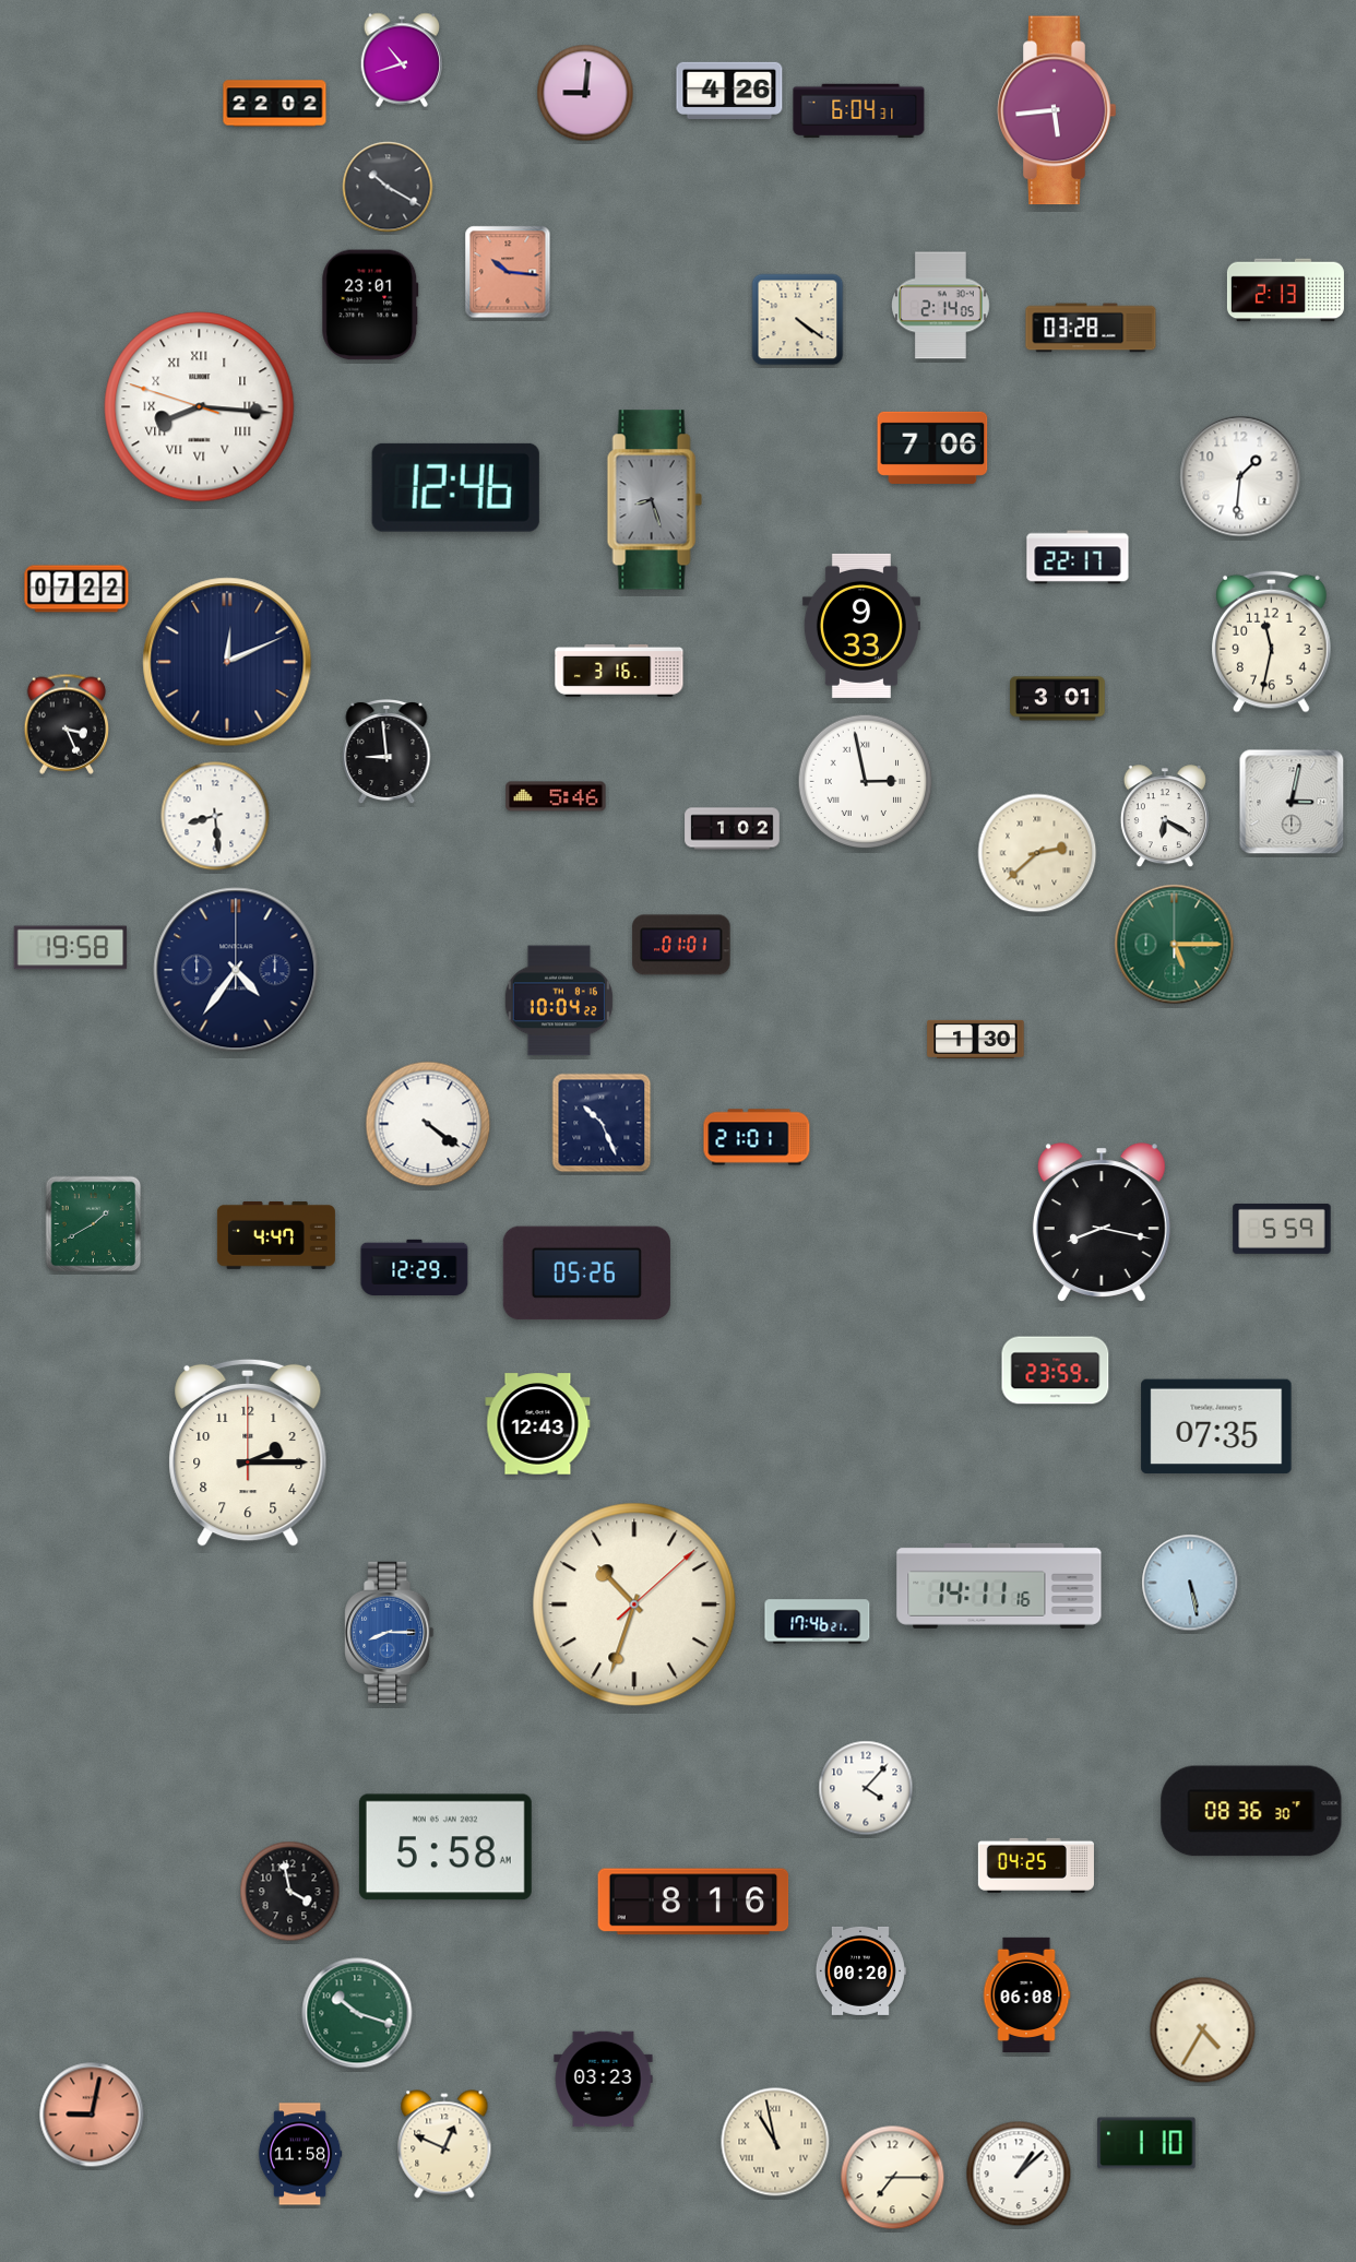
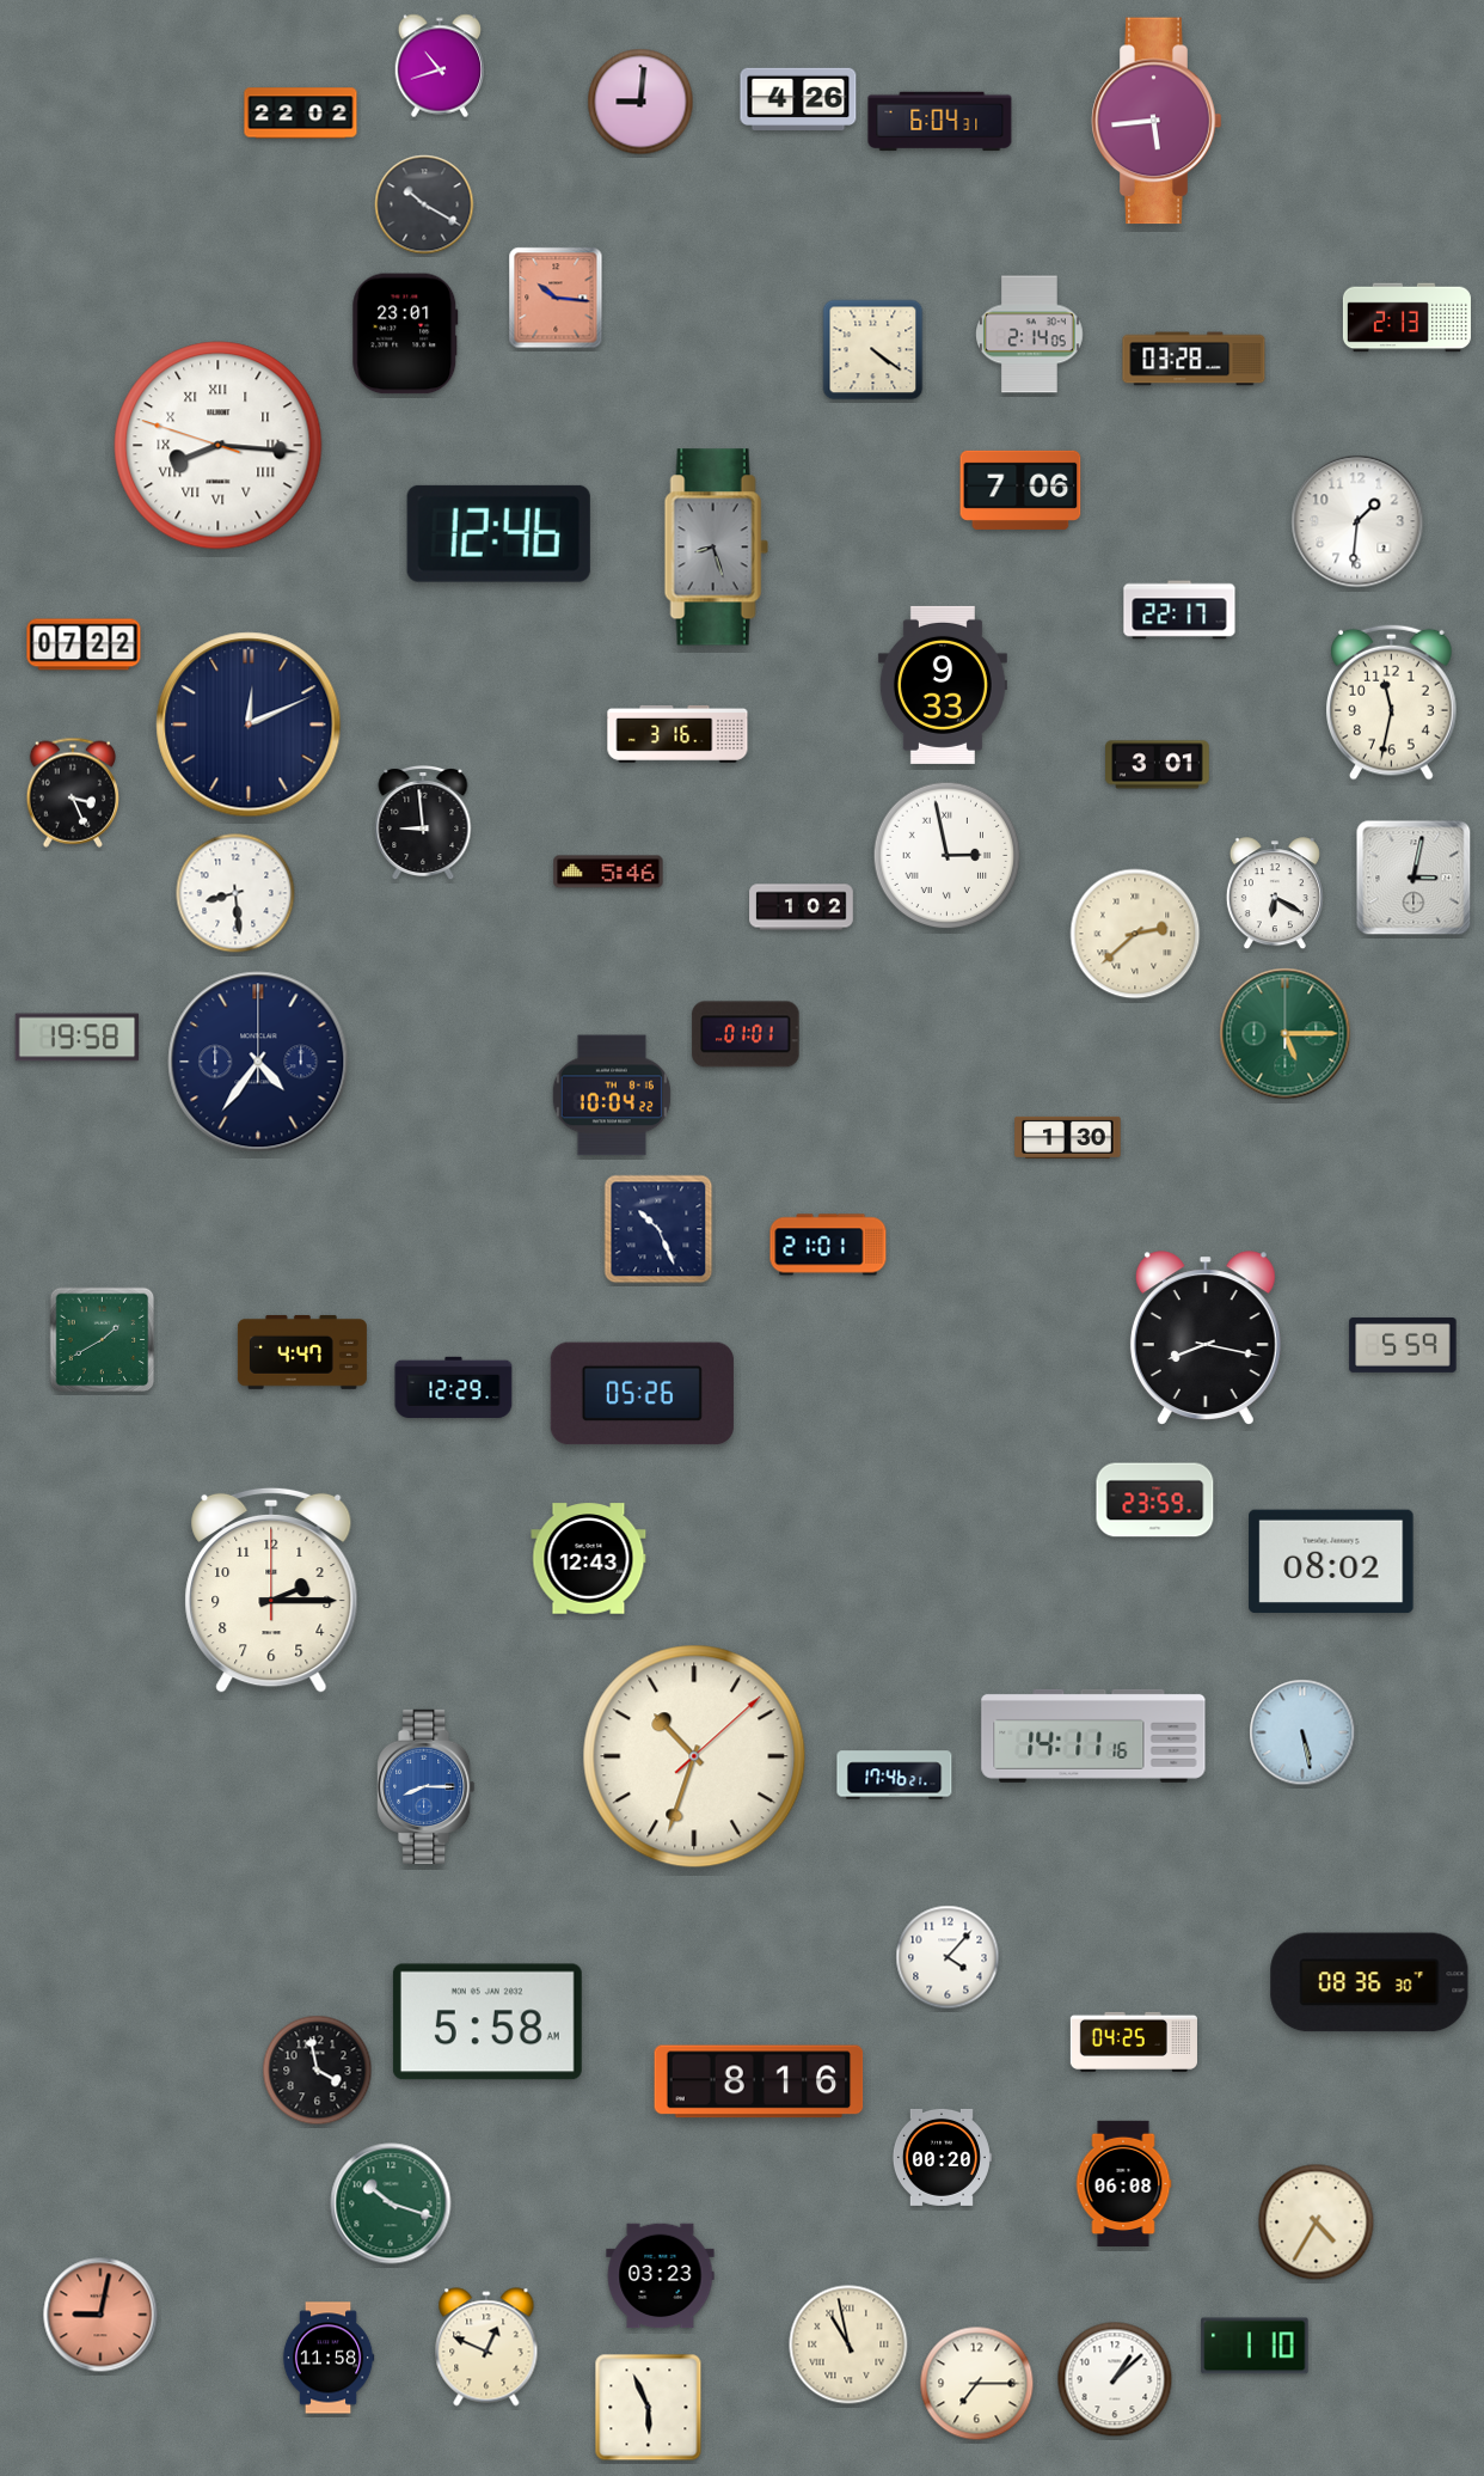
clock at (428, 1124): 4:21 -> none
clock at (1216, 1426): 07:35 -> 08:02
clock at (649, 2408): none -> 5:56
